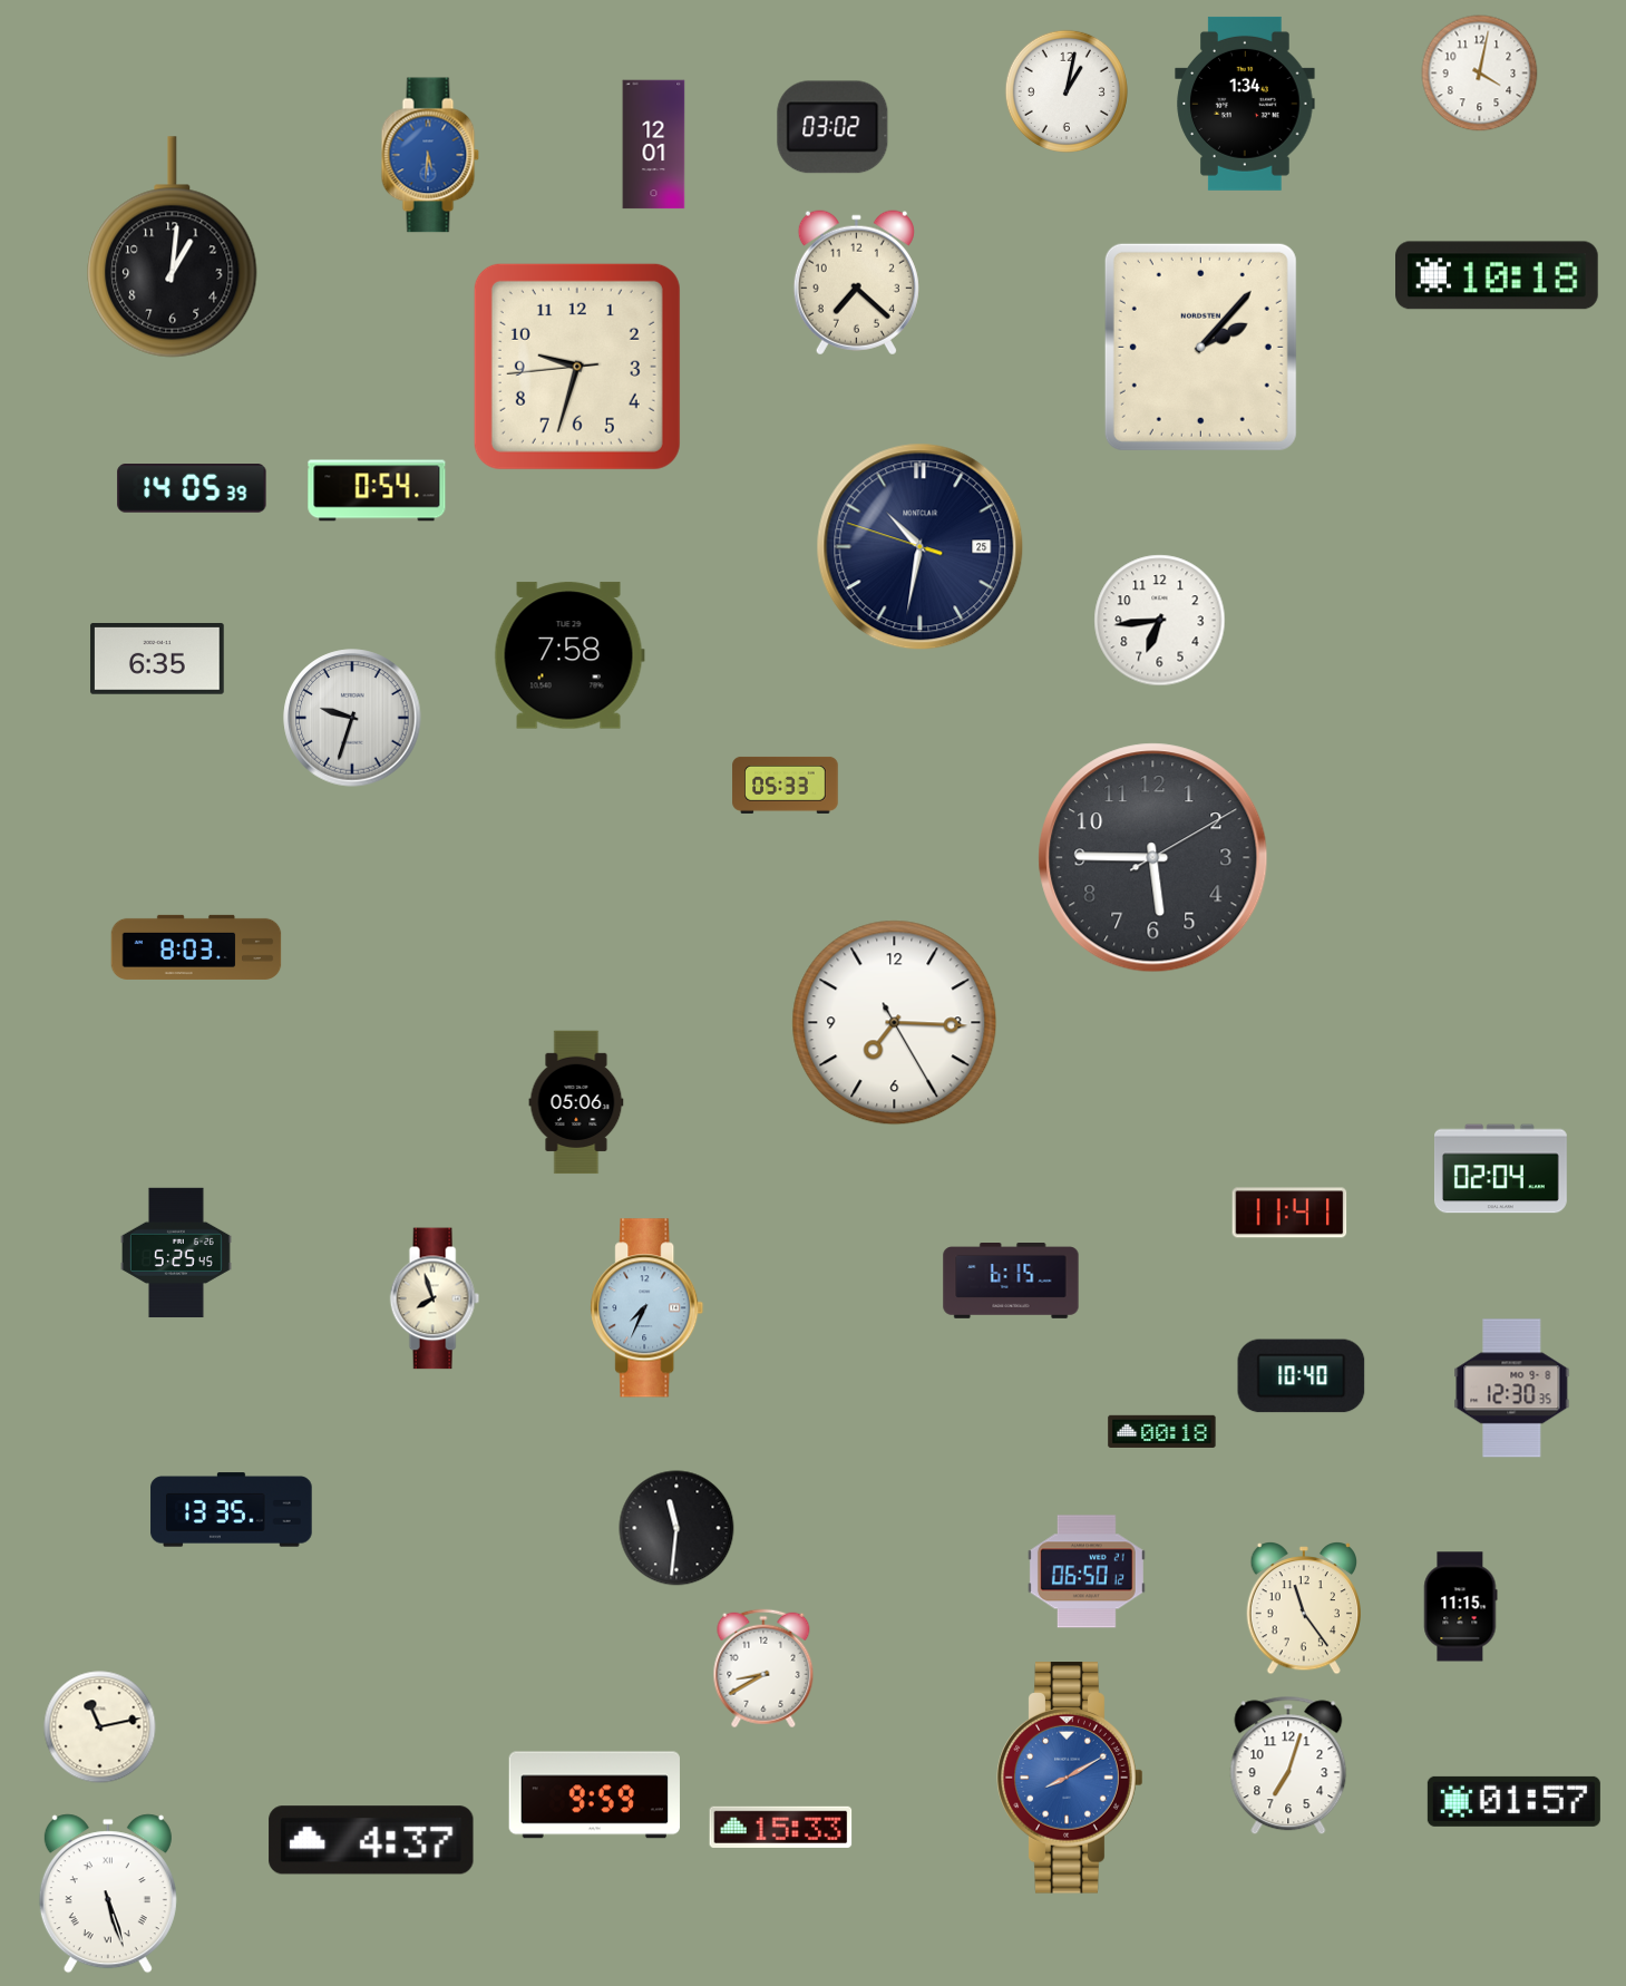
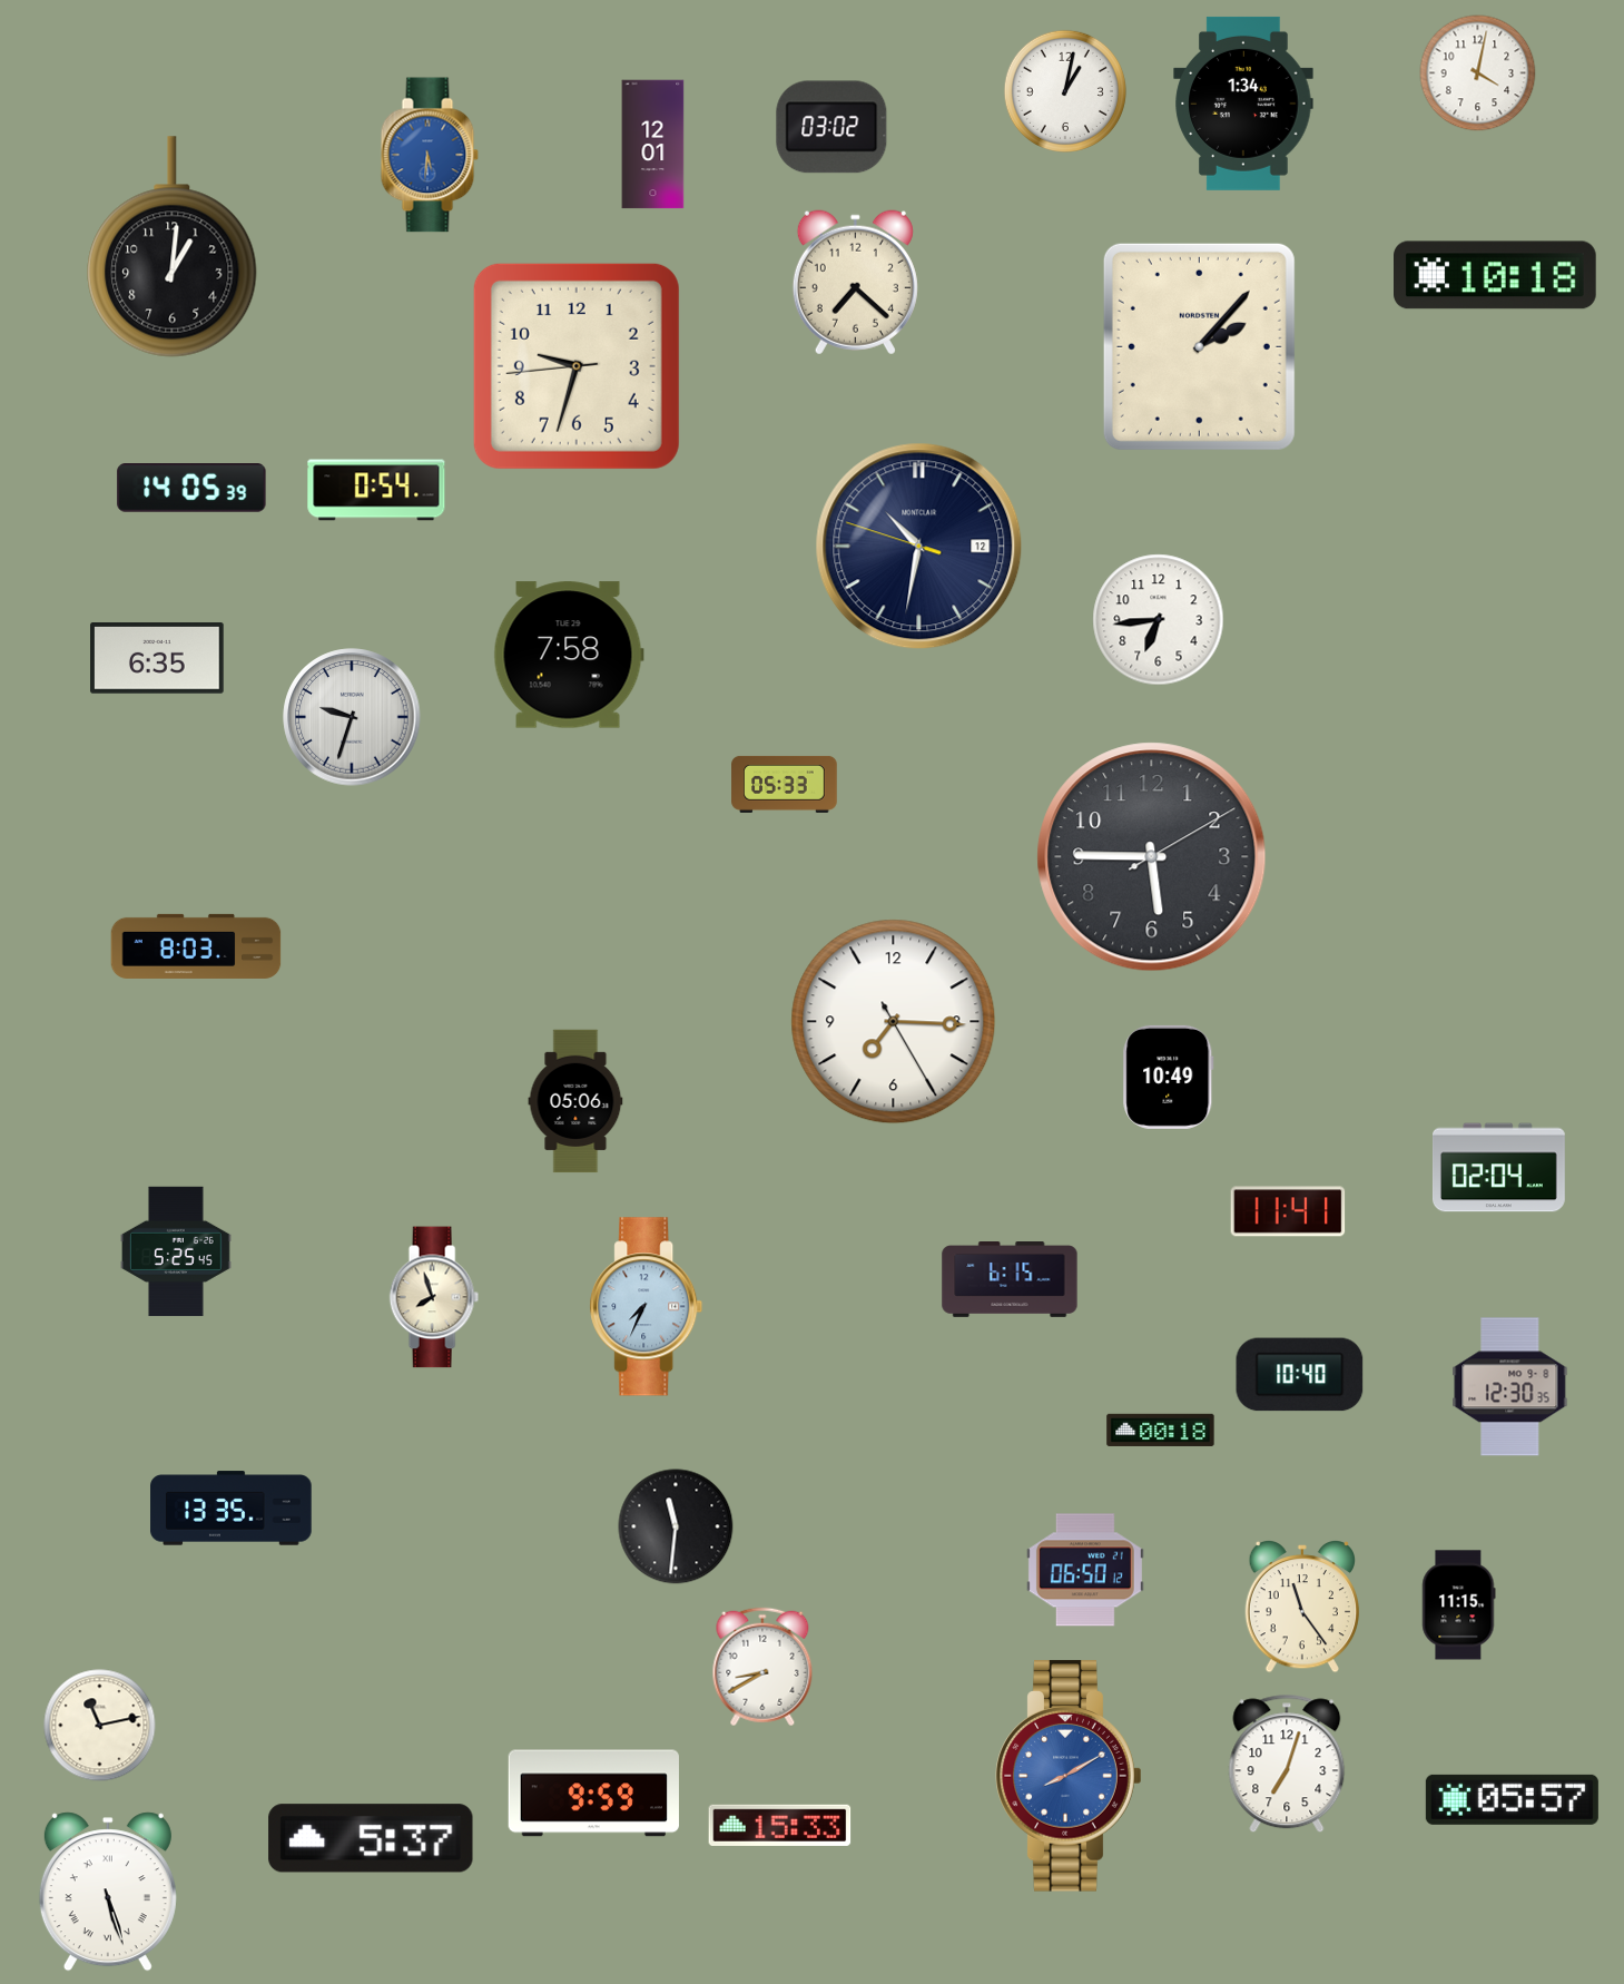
clock at (921, 547) date: 25 -> 12
clock at (1169, 1077): none -> 10:49
clock at (1513, 1801): 01:57 -> 05:57
clock at (371, 1840): 4:37 -> 5:37
